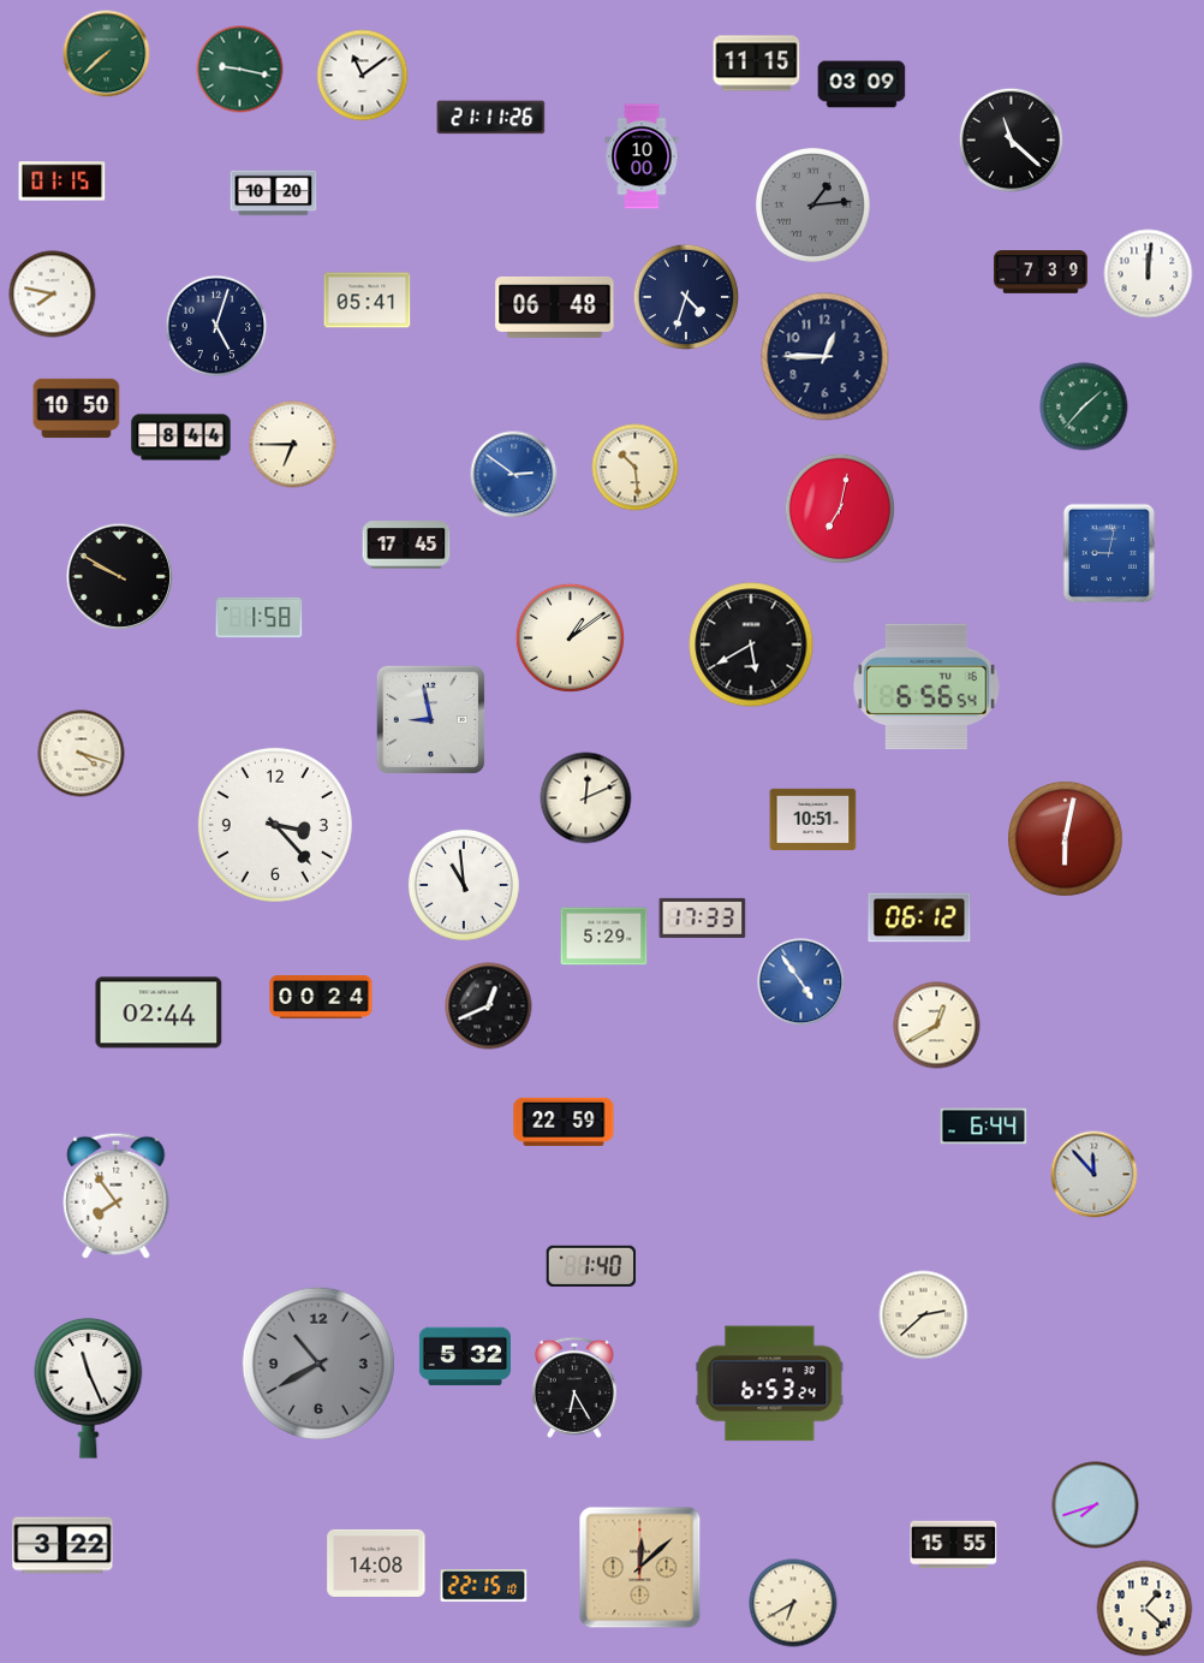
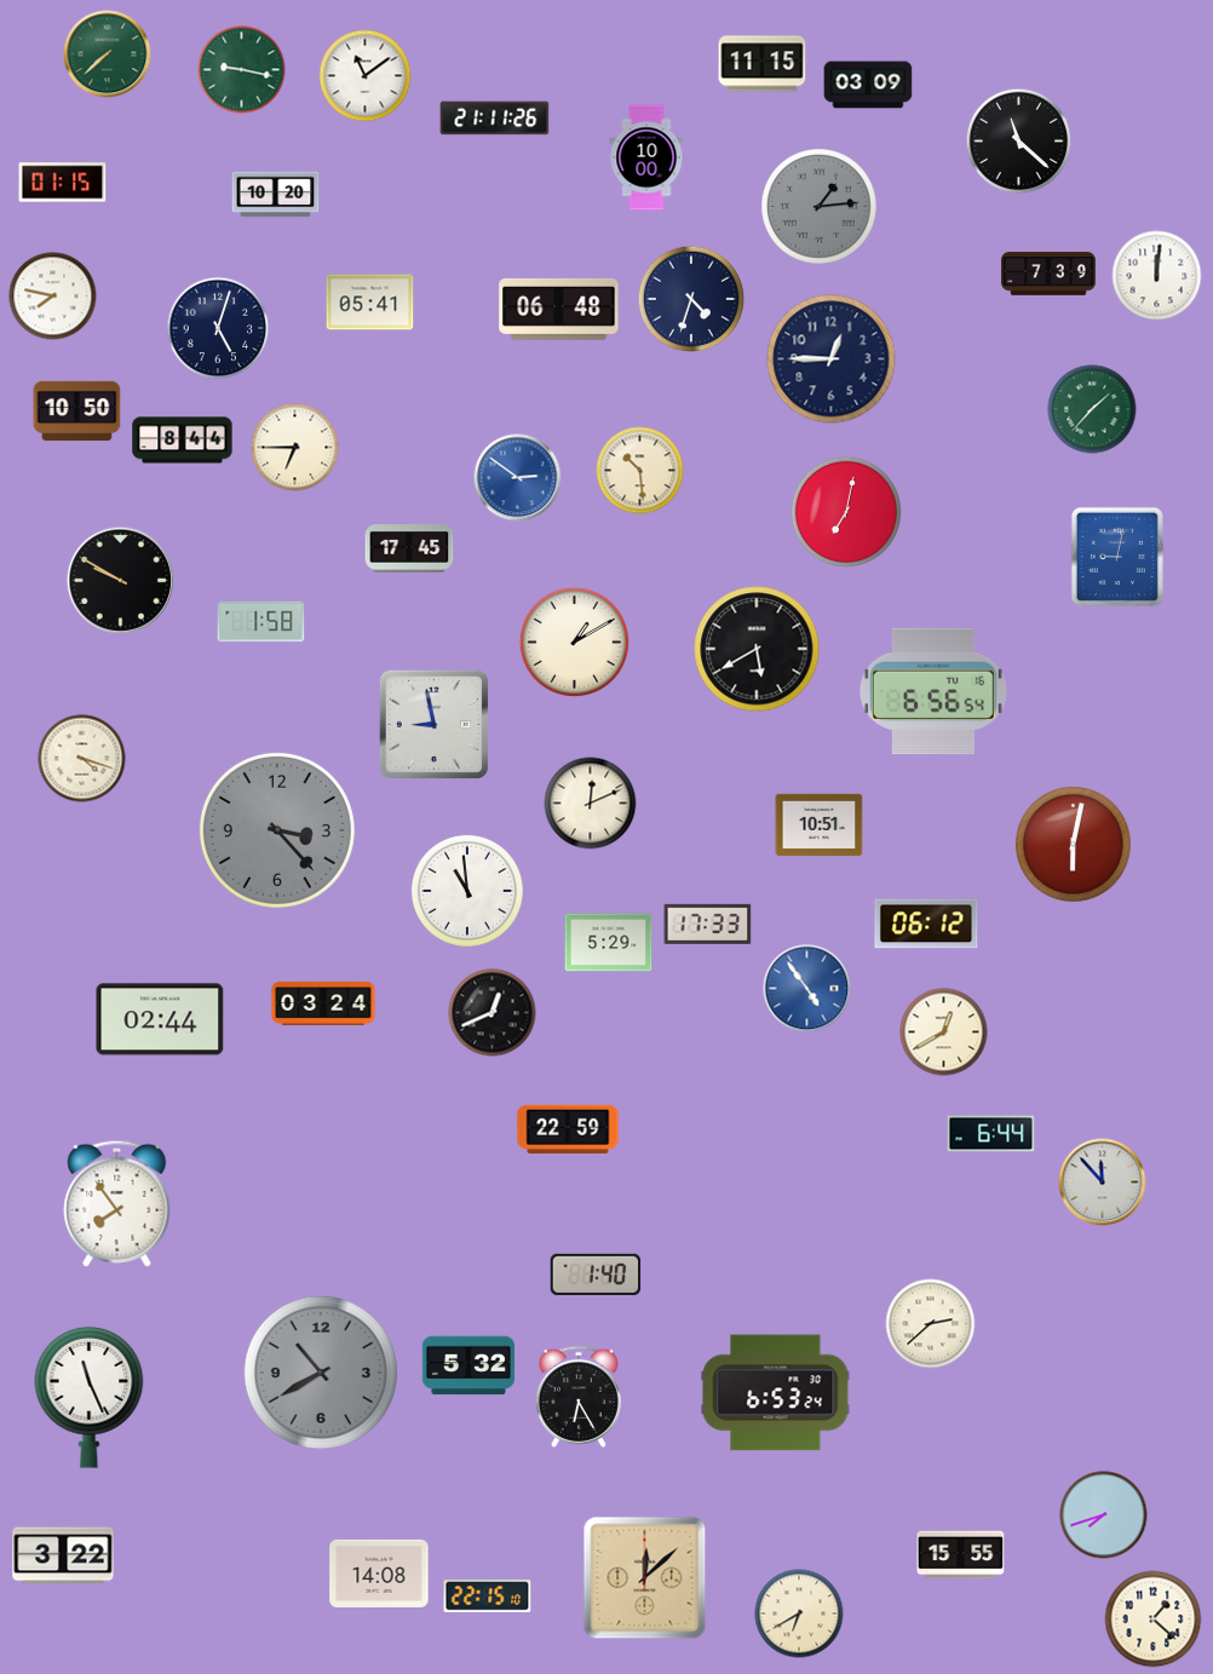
clock at (570, 637): 1:09 -> 1:10
clock at (275, 825) dial: white -> grey
clock at (321, 997): 00:24 -> 03:24
